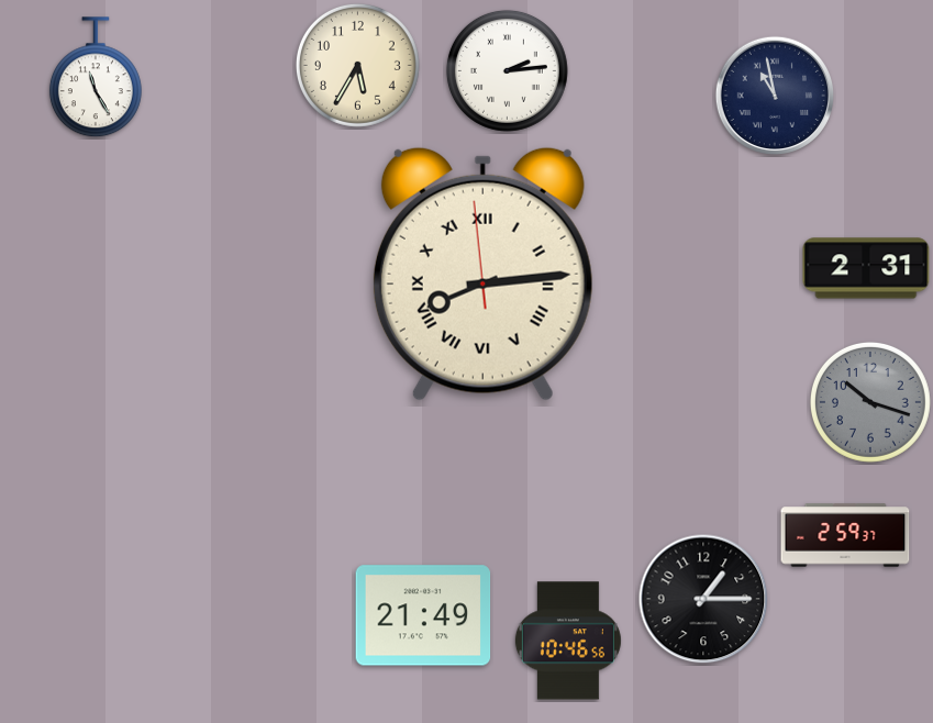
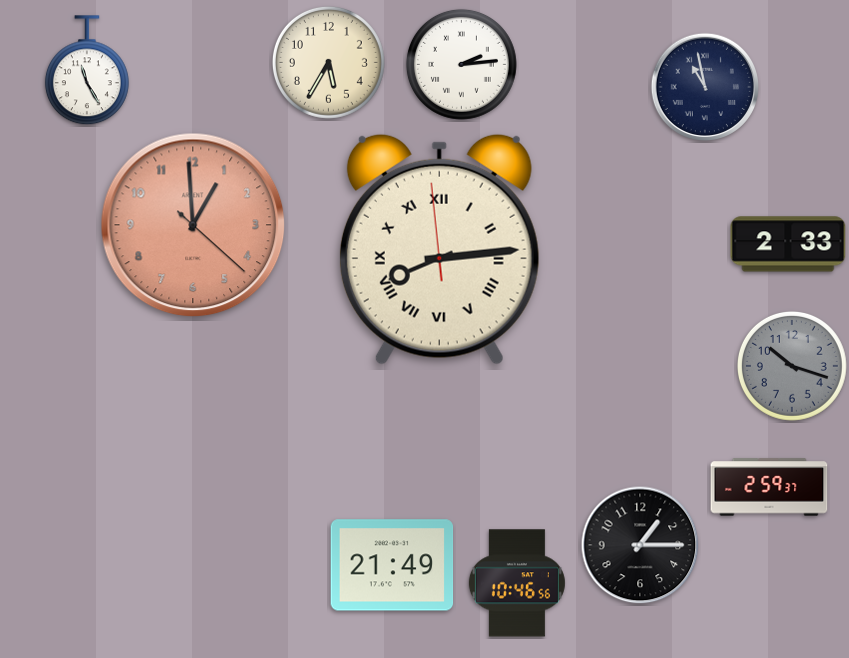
clock at (357, 65) position: (357, 65) -> (328, 62)
clock at (193, 225): none -> 12:59
clock at (866, 268): 2:31 -> 2:33
clock at (423, 615) position: (423, 615) -> (392, 565)
